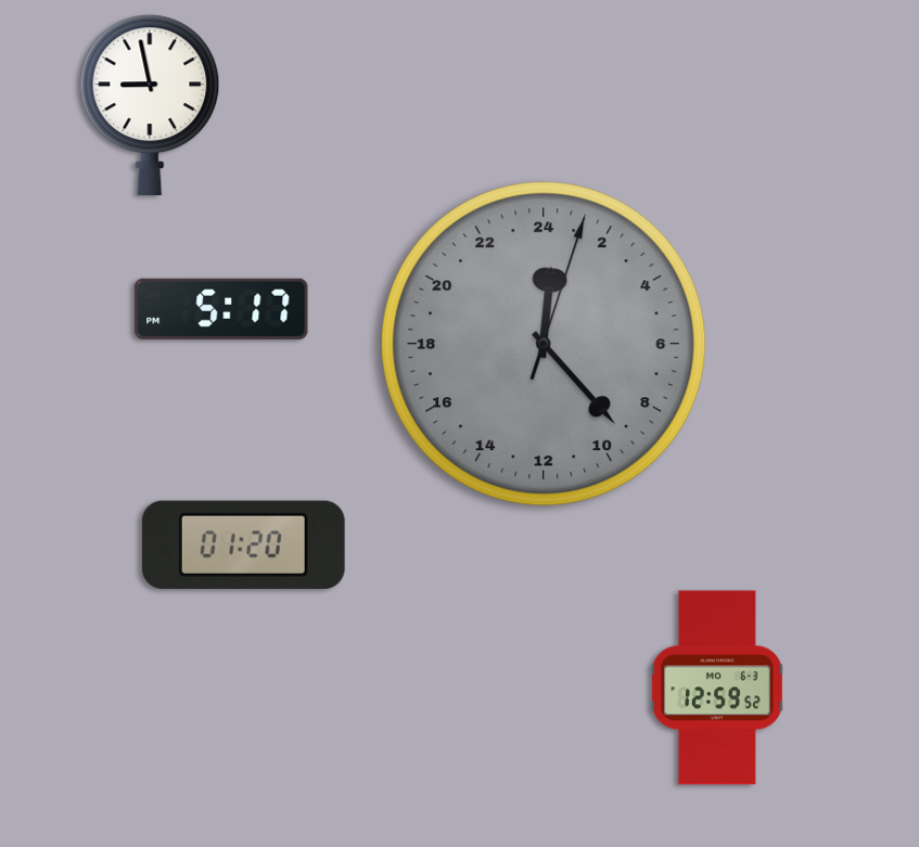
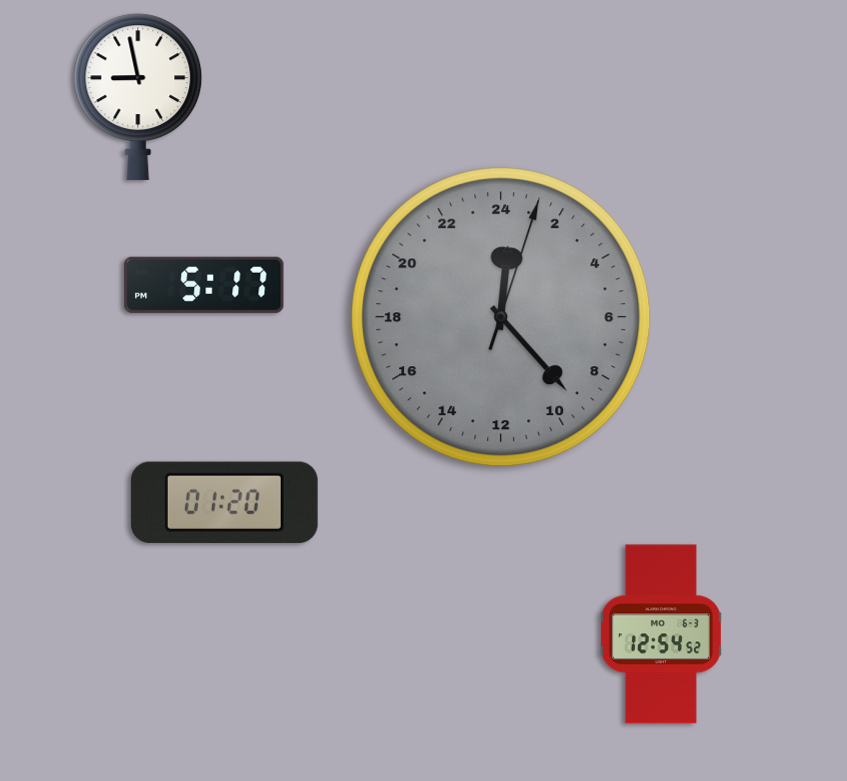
clock at (717, 688): 12:59 -> 12:54
